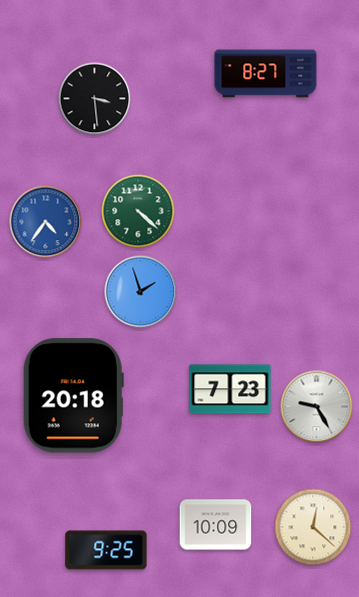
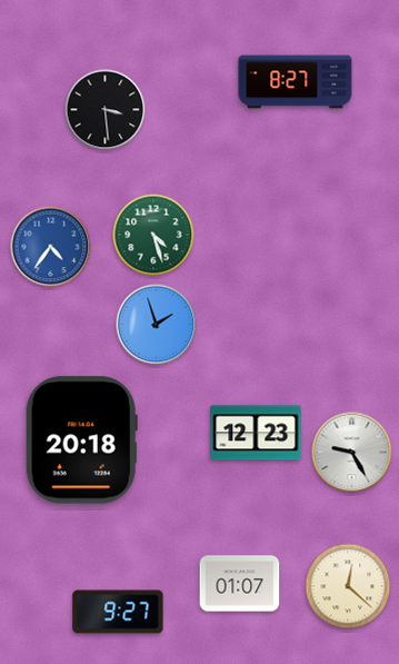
clock at (138, 211): 4:22 -> 4:27
clock at (230, 389): 7:23 -> 12:23
clock at (216, 525): 10:09 -> 01:07
clock at (106, 550): 9:25 -> 9:27
